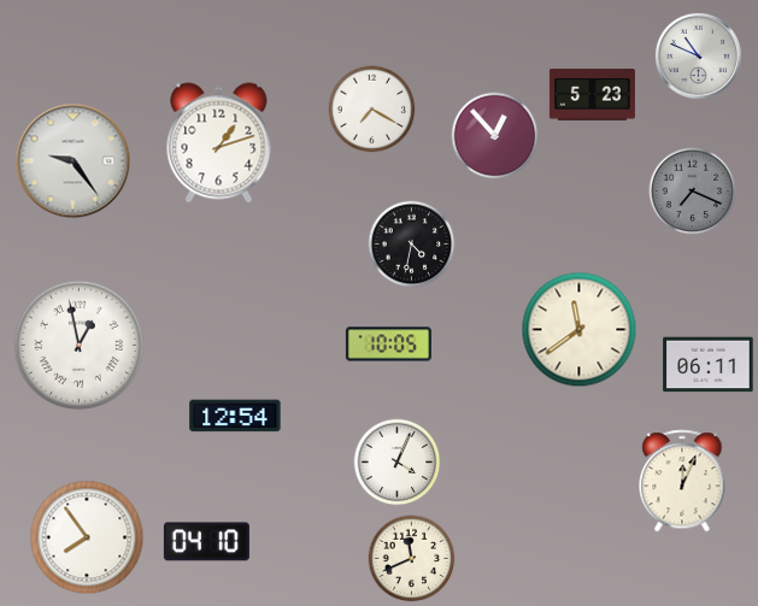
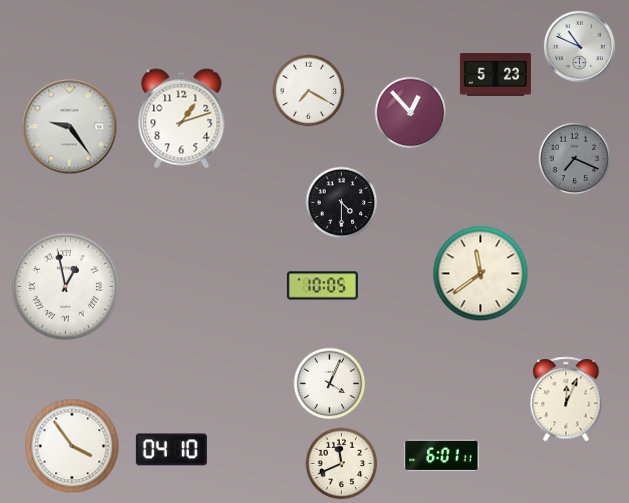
clock at (592, 95) position: (592, 95) -> (495, 75)
clock at (74, 161) position: (74, 161) -> (70, 127)
clock at (412, 245): 4:32 -> 4:30
clock at (709, 365): 06:11 -> none
clock at (235, 416): 12:54 -> none
clock at (87, 537): 7:54 -> 3:54
clock at (442, 456): none -> 6:01
